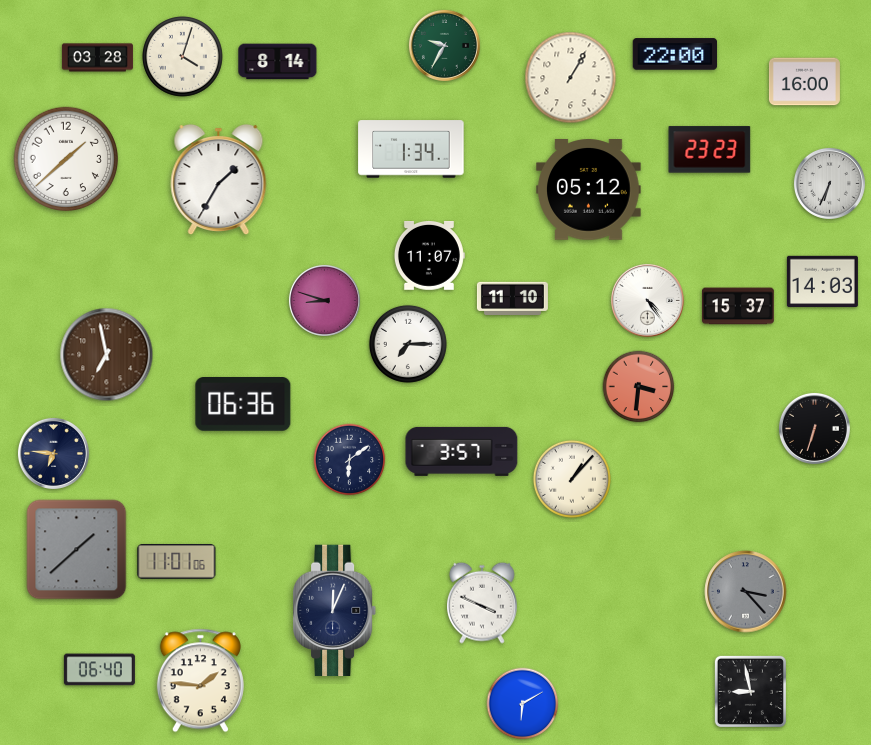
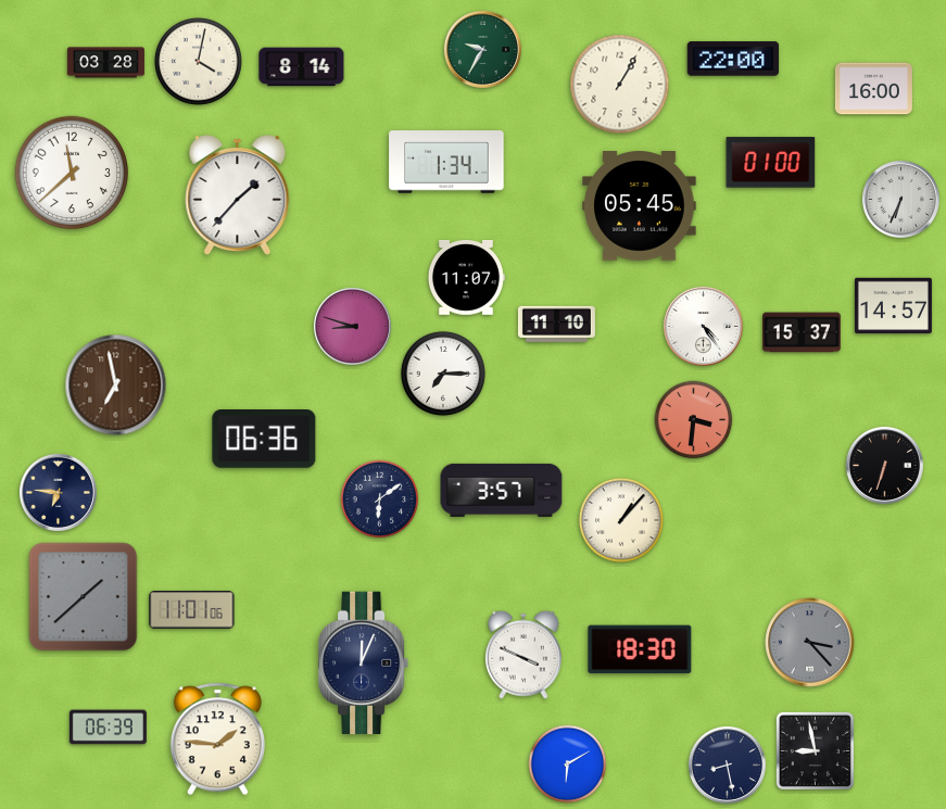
clock at (183, 57): 4:03 -> 4:02
clock at (710, 150): 23:23 -> 01:00
clock at (66, 159): 1:38 -> 11:38
clock at (219, 180): 1:35 -> 1:37
clock at (589, 190): 05:12 -> 05:45
clock at (822, 282): 14:03 -> 14:57
clock at (640, 649): none -> 18:30
clock at (99, 670): 06:40 -> 06:39
clock at (727, 764): none -> 8:28
